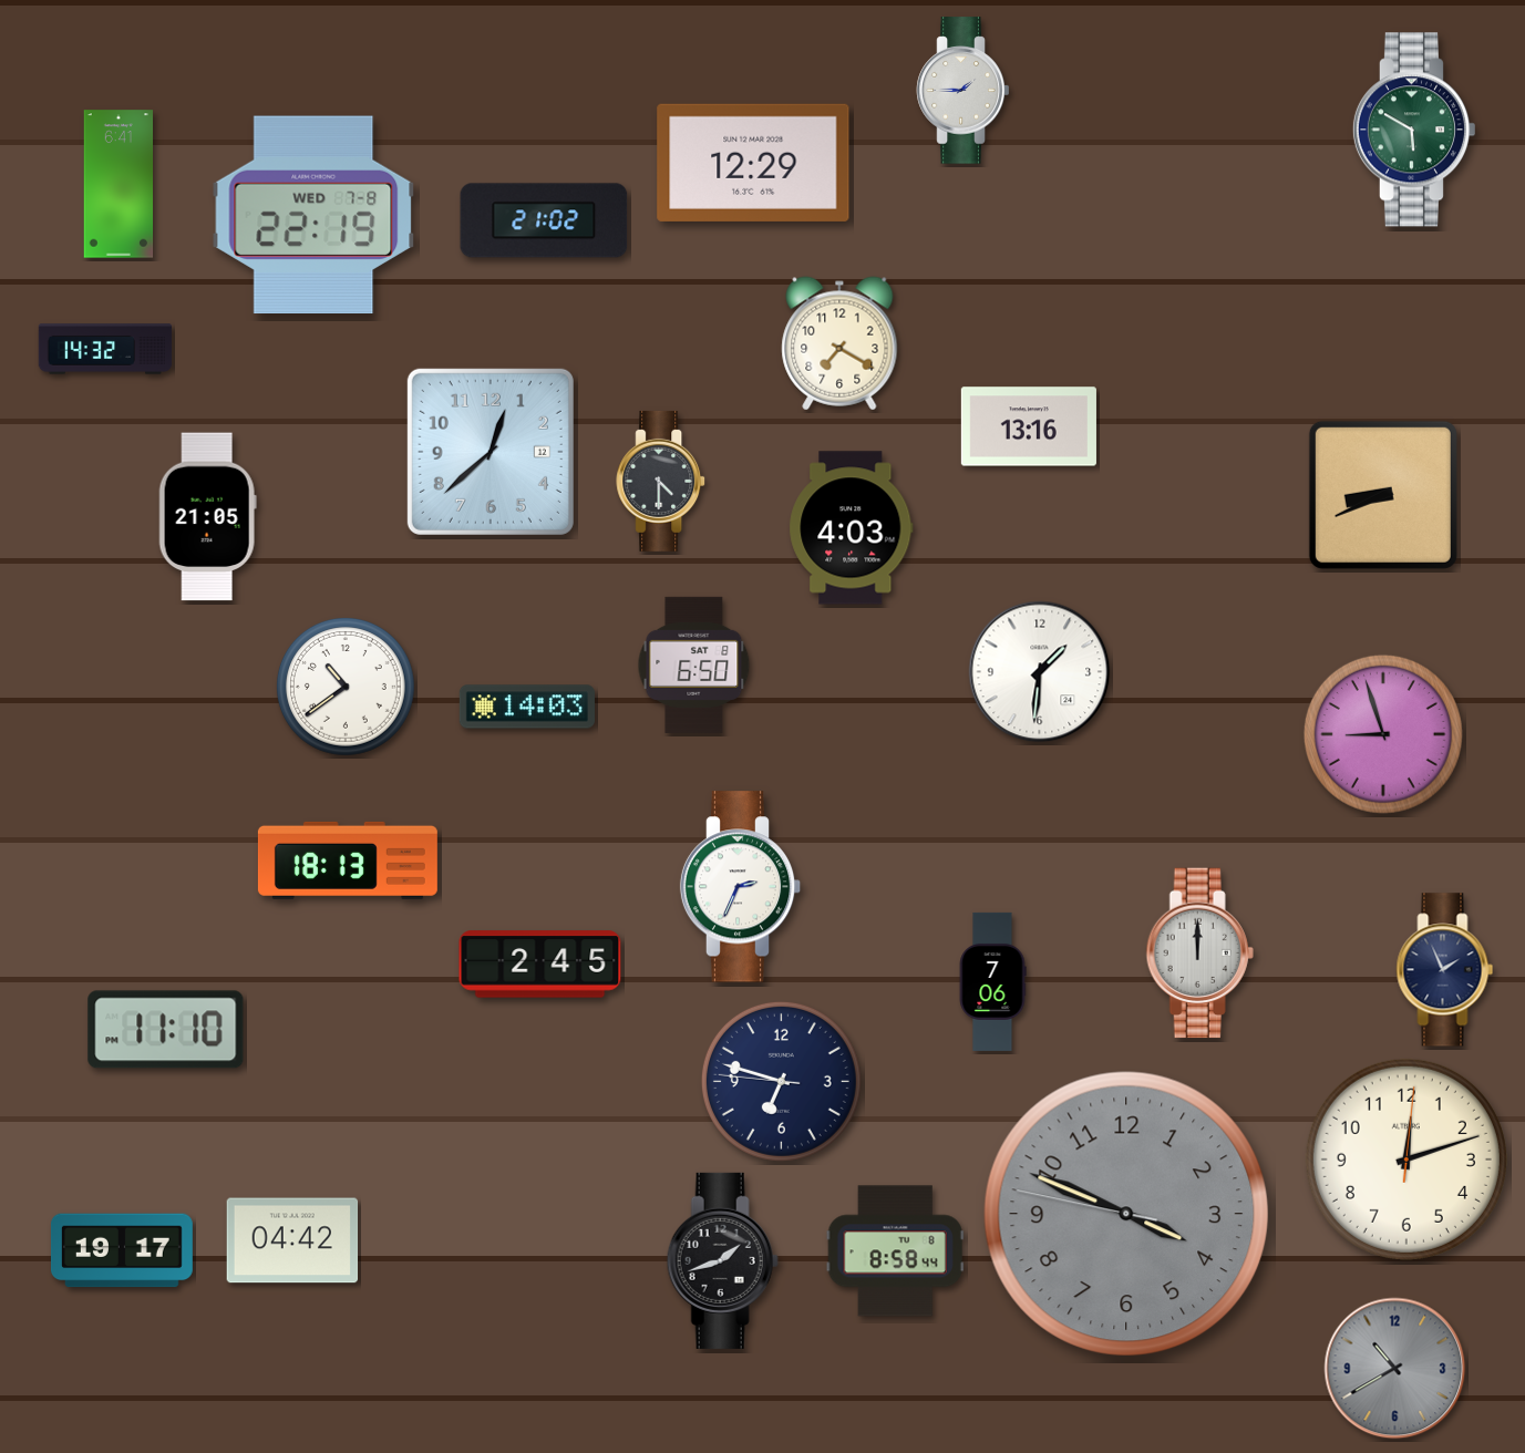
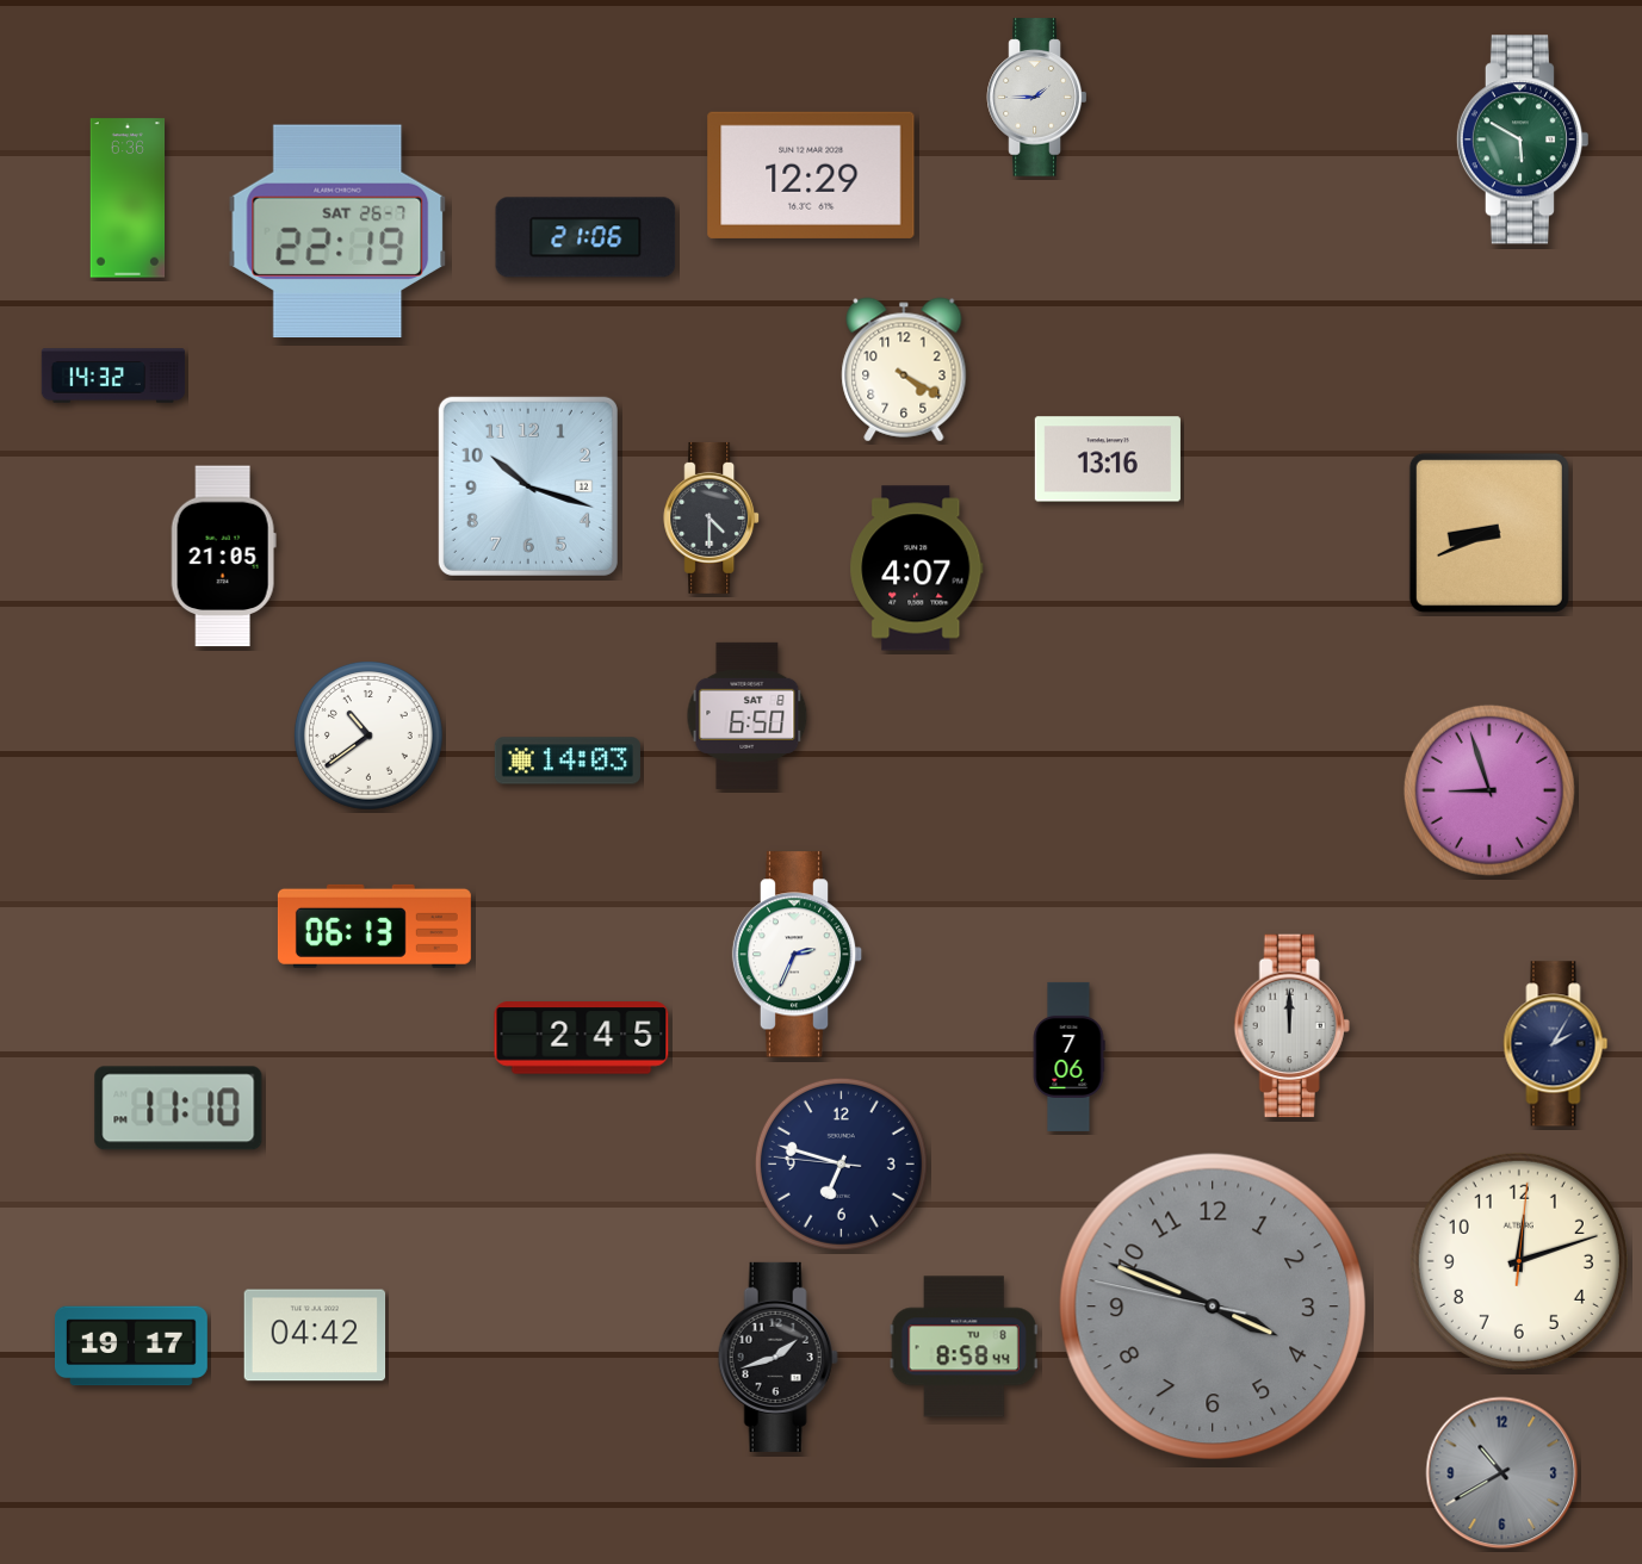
clock at (119, 184): 6:41 -> 6:36
clock at (313, 215) date: WED 7-8 -> SAT 26-7
clock at (544, 220): 21:02 -> 21:06
clock at (839, 343): 7:20 -> 4:20
clock at (491, 452): 12:38 -> 10:18
clock at (852, 528): 4:03 -> 4:07
clock at (1040, 672): 1:31 -> none
clock at (347, 688) position: (347, 688) -> (370, 737)
clock at (348, 861): 18:13 -> 06:13
clock at (1445, 970): 1:56 -> 2:05
clock at (1406, 1160) position: (1406, 1160) -> (1519, 1261)
